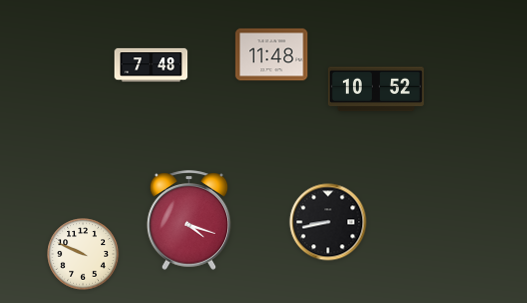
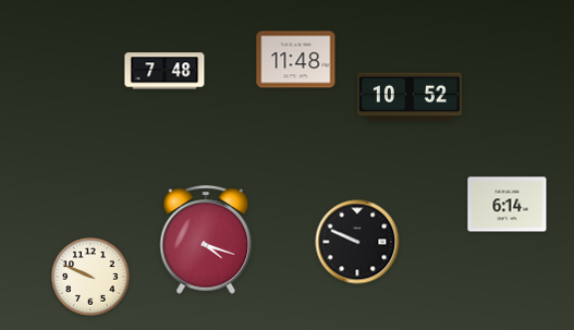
clock at (508, 205): none -> 6:14
clock at (328, 222): 8:43 -> 9:49
